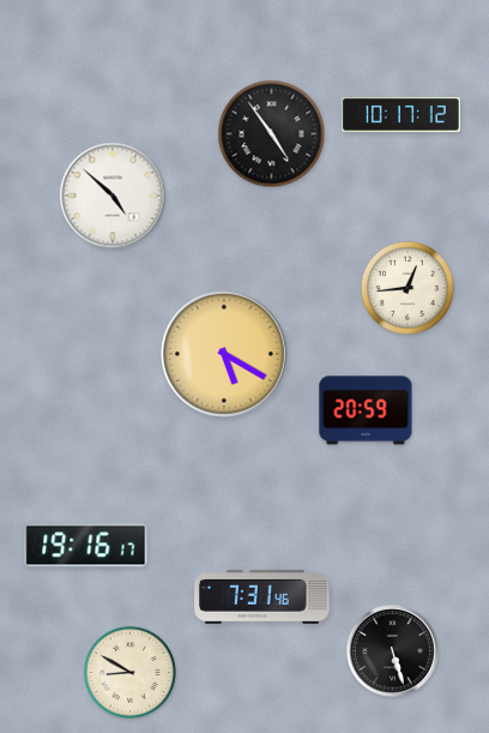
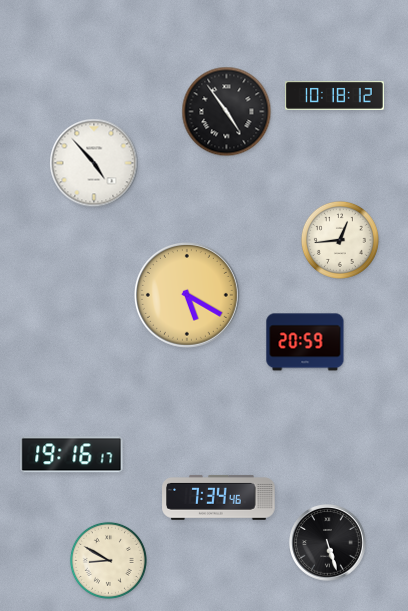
clock at (400, 115): 10:17 -> 10:18
clock at (113, 196): 4:52 -> 4:53
clock at (262, 596): 7:31 -> 7:34
